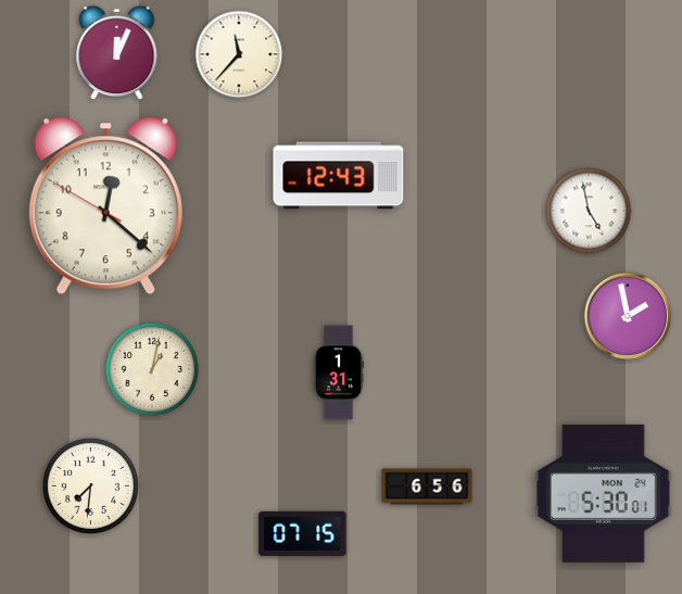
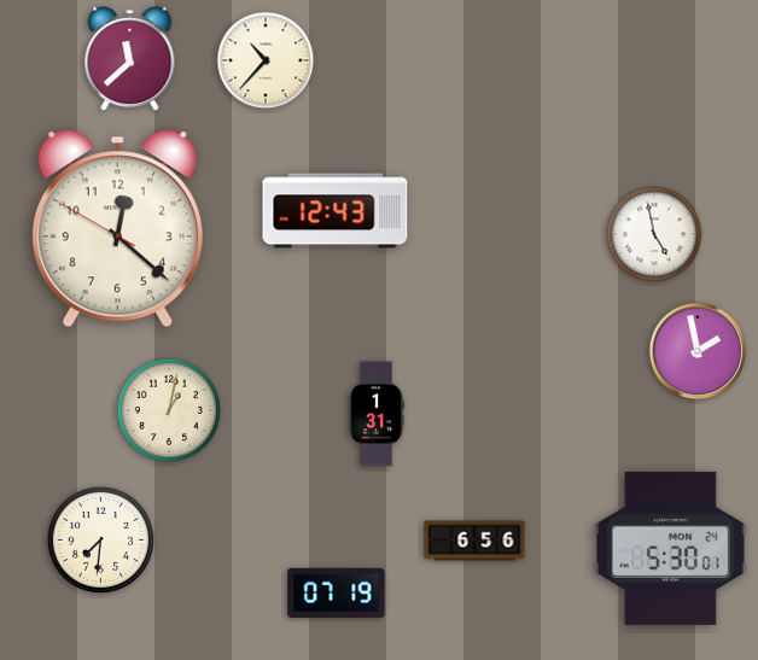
clock at (117, 53): 12:04 -> 11:38
clock at (239, 54): 11:37 -> 10:37
clock at (339, 176) position: (339, 176) -> (336, 211)
clock at (303, 533): 07:15 -> 07:19
